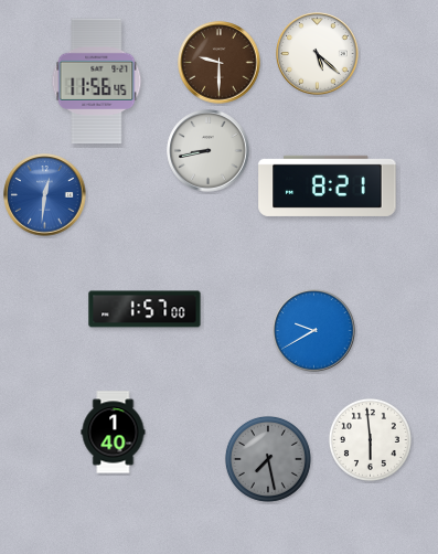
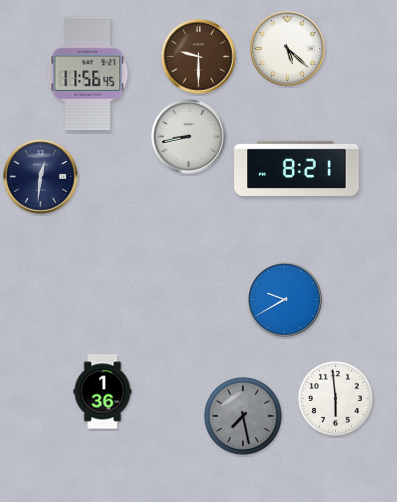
clock at (45, 195) dial: blue -> navy
clock at (145, 309): 1:57 -> none
clock at (114, 433): 1:40 -> 1:36
